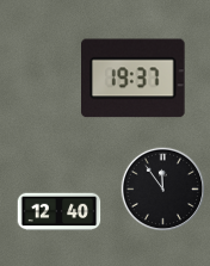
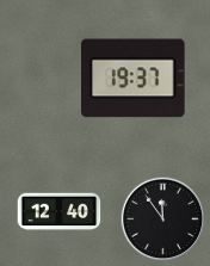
clock at (163, 190) position: (163, 190) -> (163, 219)
